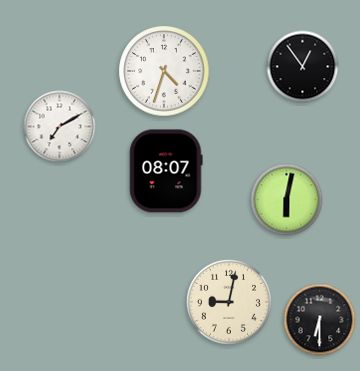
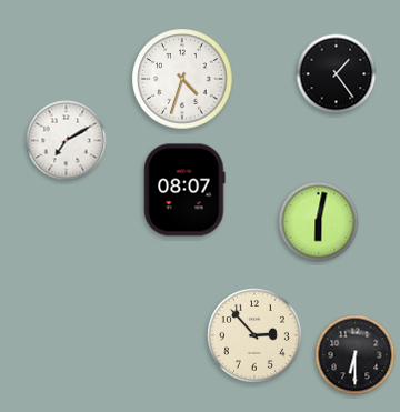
clock at (303, 67): 12:54 -> 1:24
clock at (229, 302): 9:02 -> 2:53
